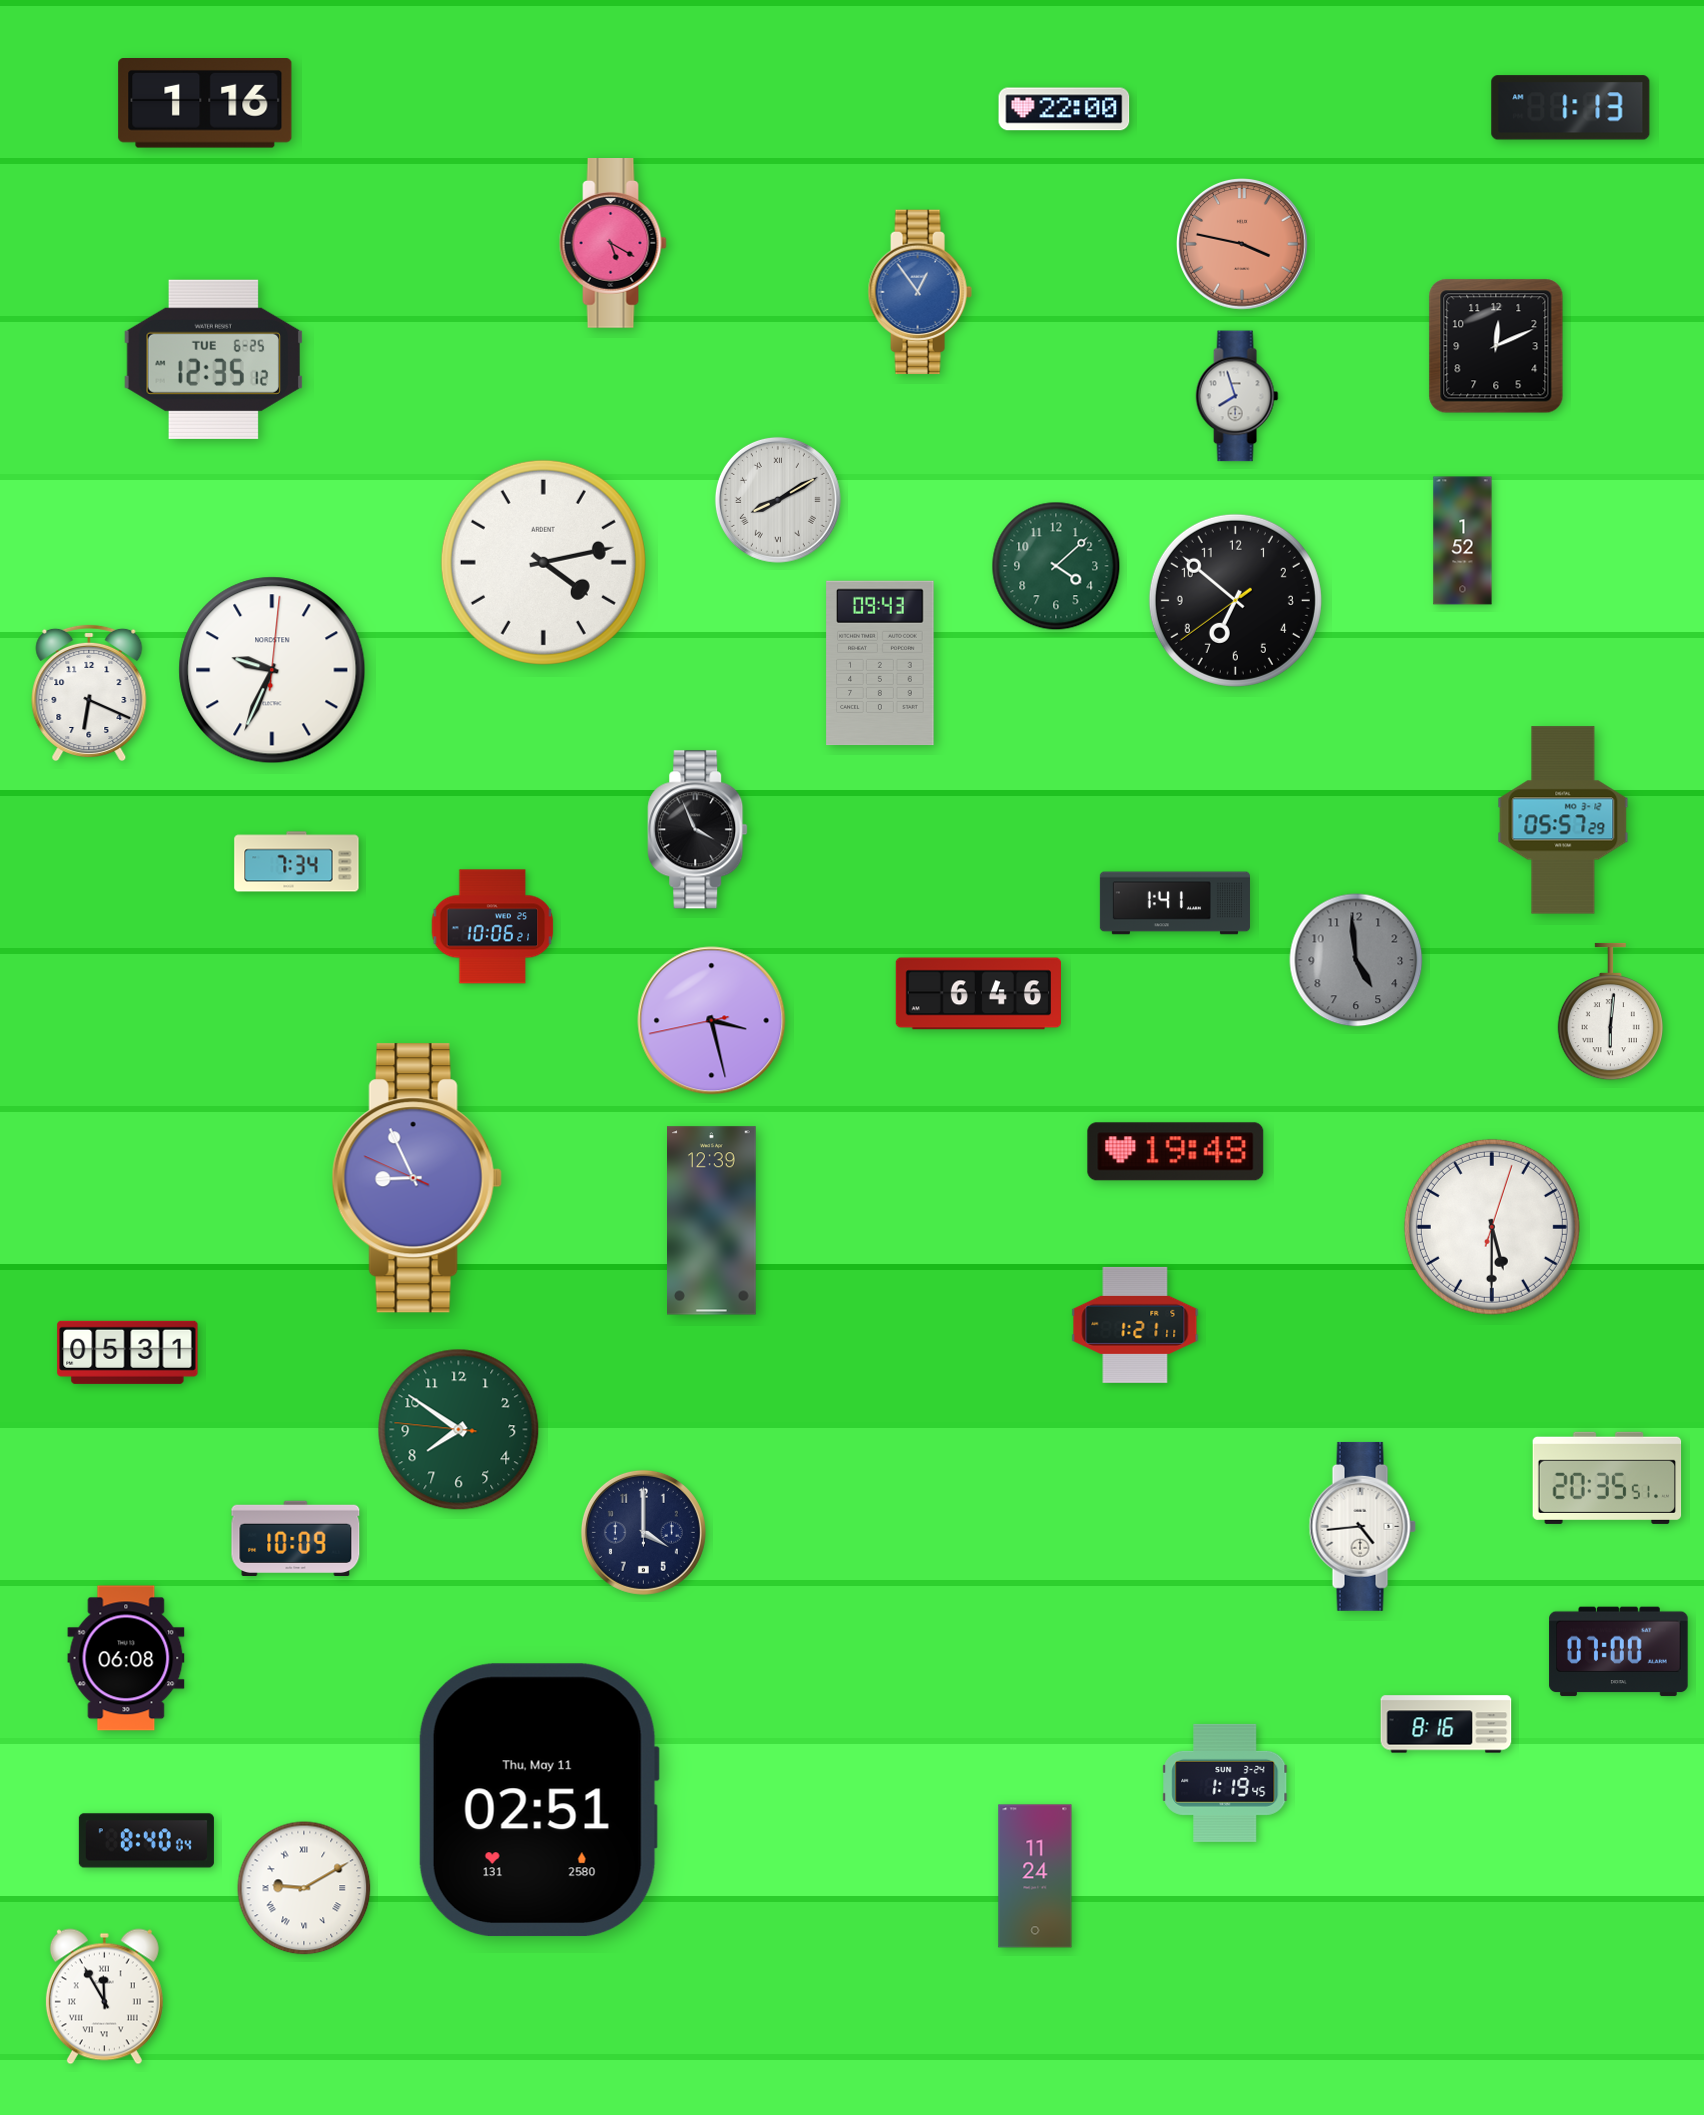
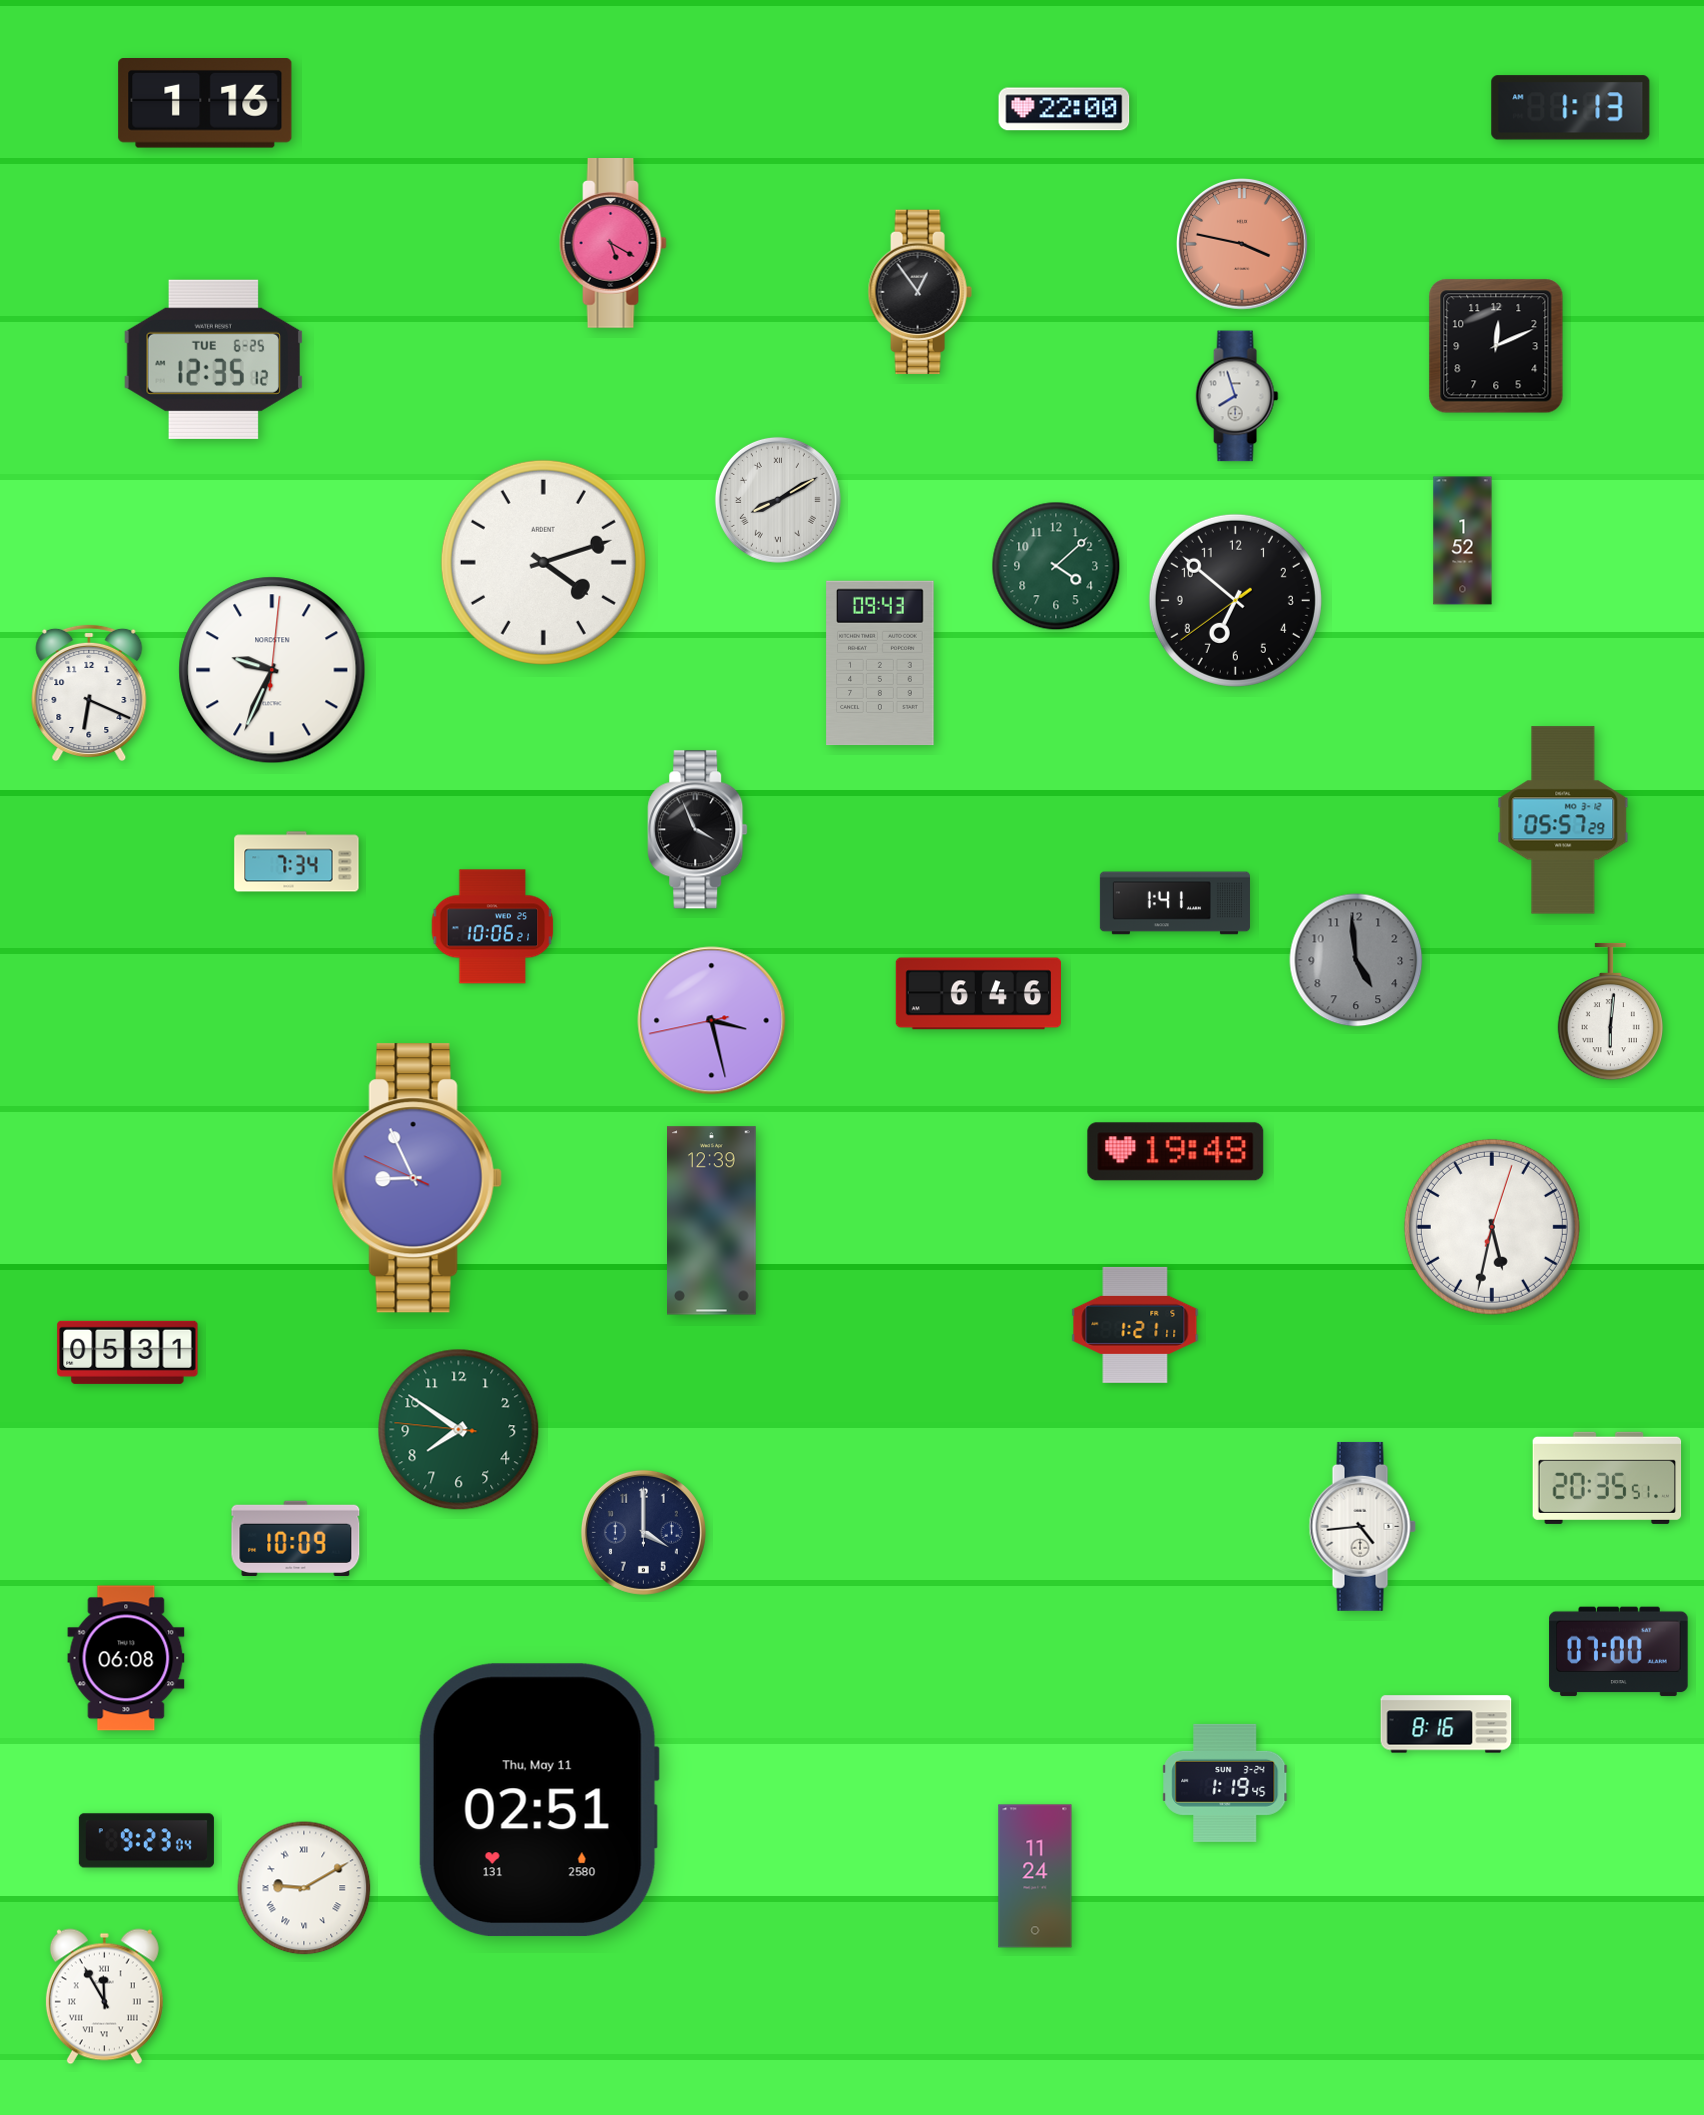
clock at (920, 292) dial: blue -> black
clock at (543, 562): 4:13 -> 4:12
clock at (1492, 1227): 5:30 -> 5:32
clock at (146, 1841): 8:40 -> 9:23
